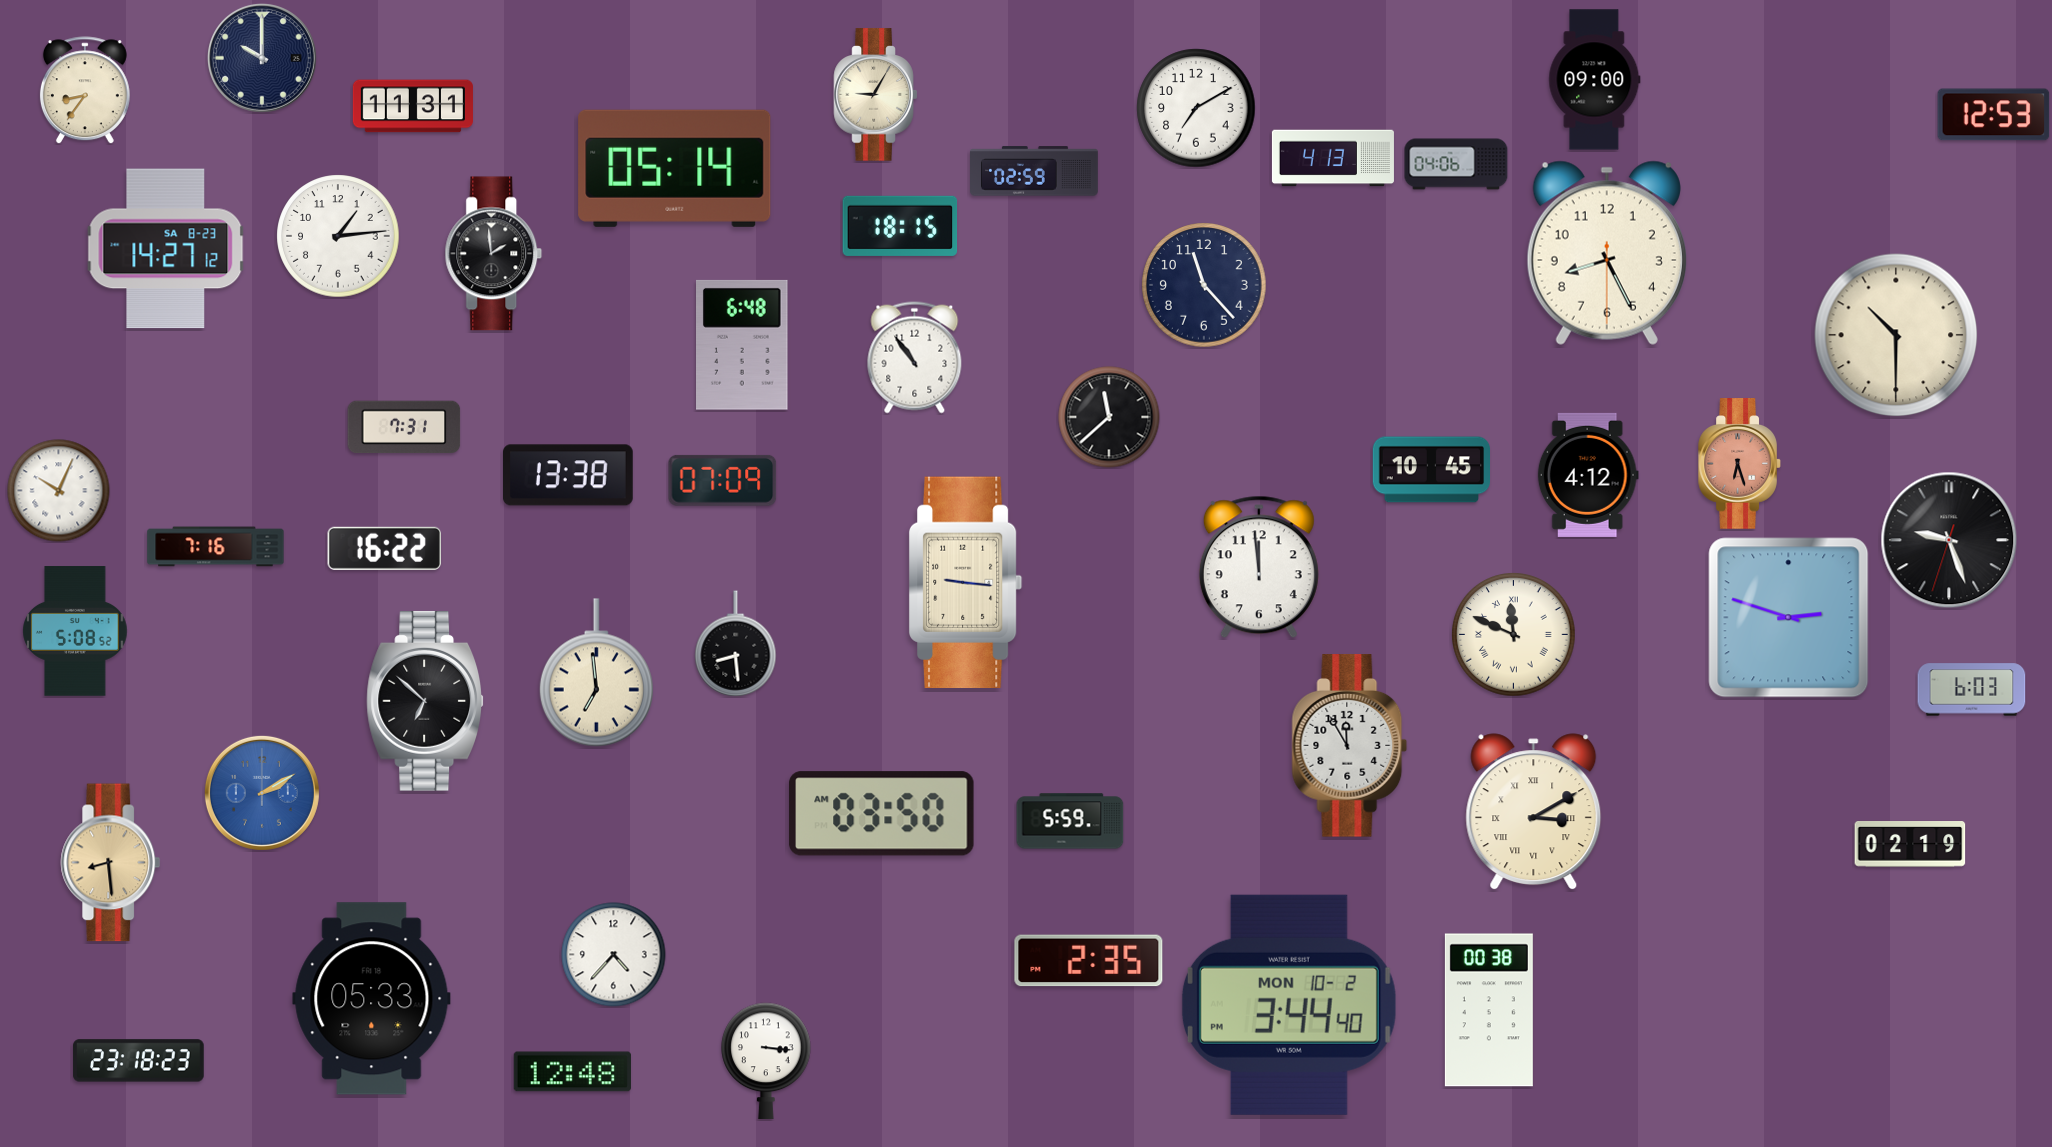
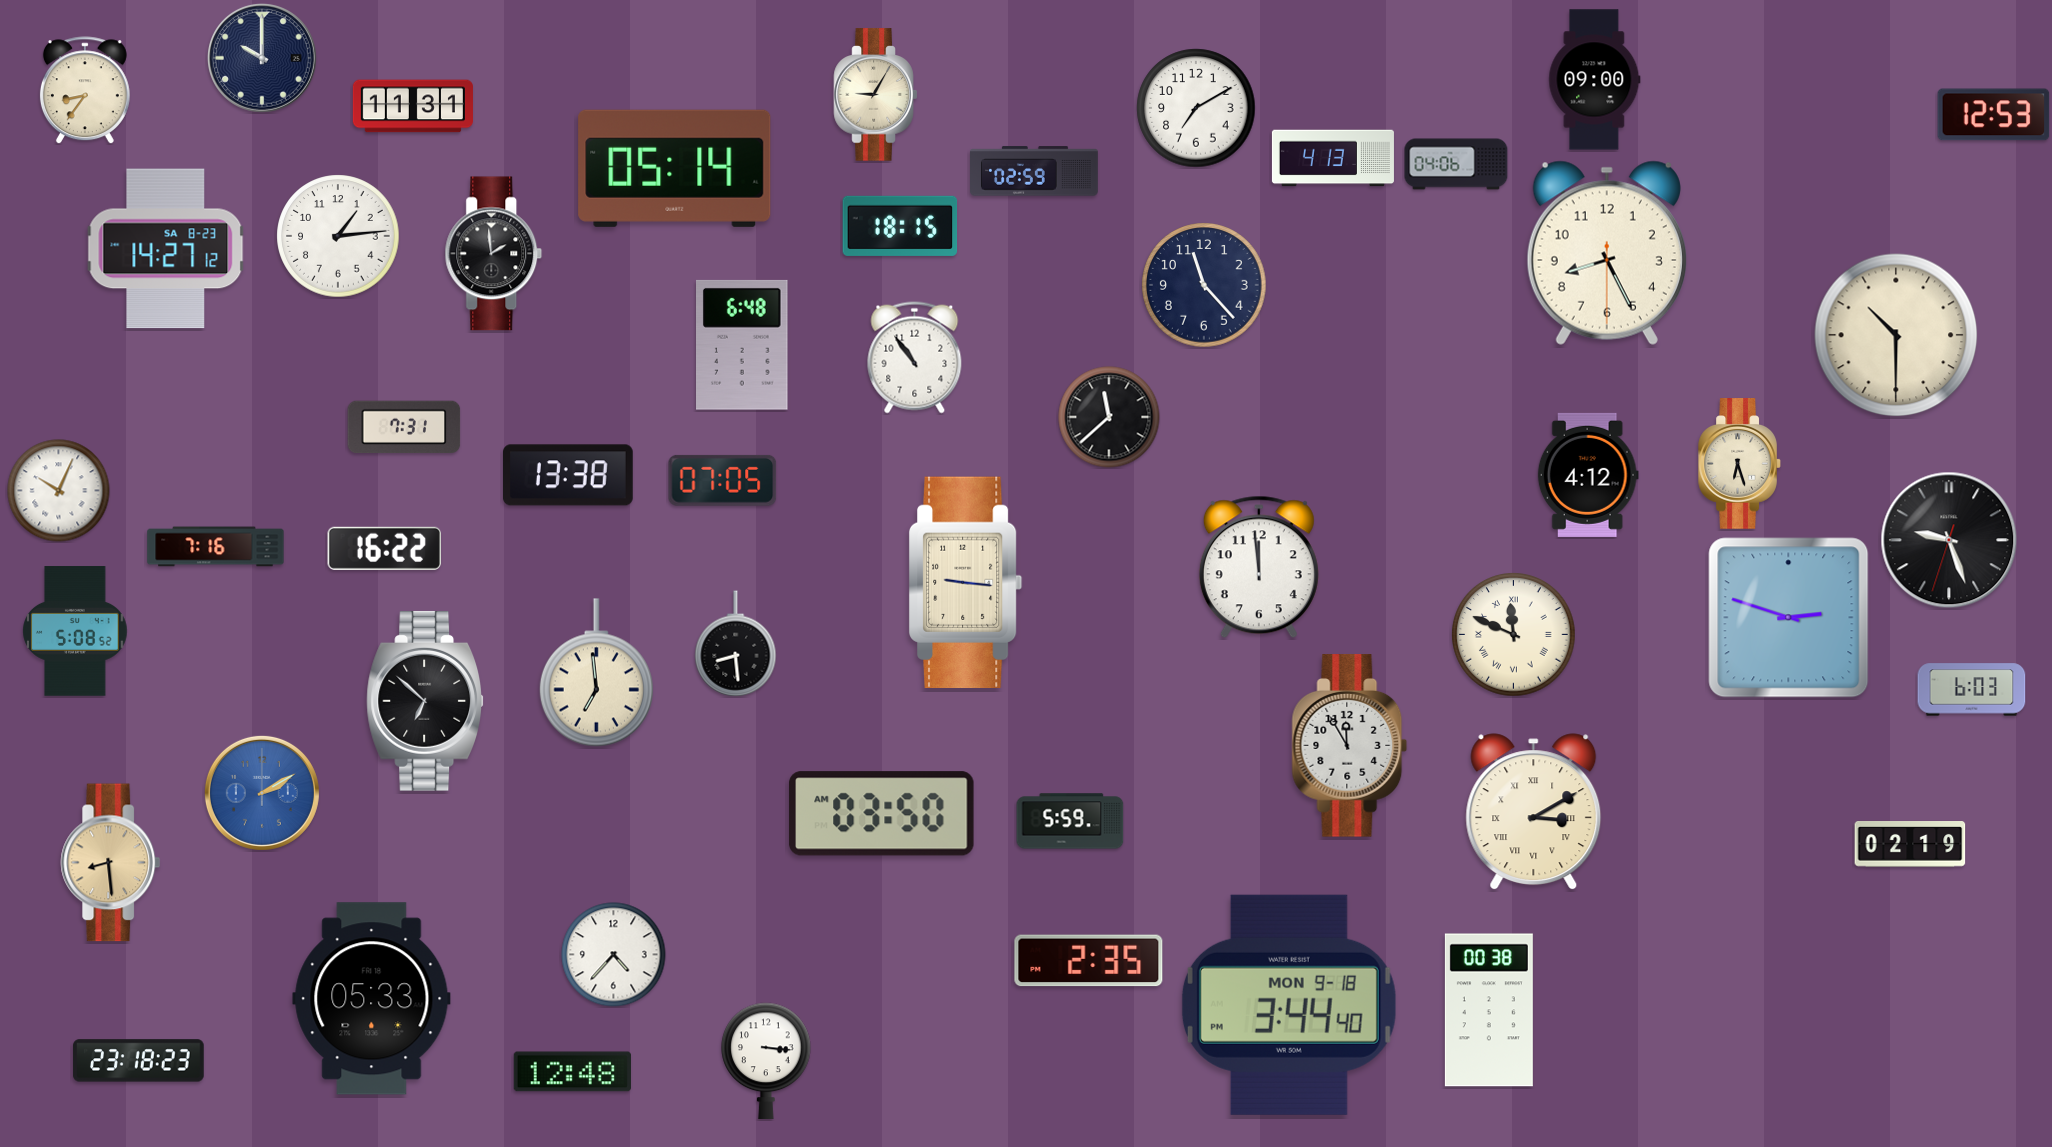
clock at (1740, 464) dial: salmon -> cream
clock at (1431, 470): 10:45 -> none
clock at (723, 480): 07:09 -> 07:05
clock at (1289, 1005) date: MON 10-2 -> MON 9-18
